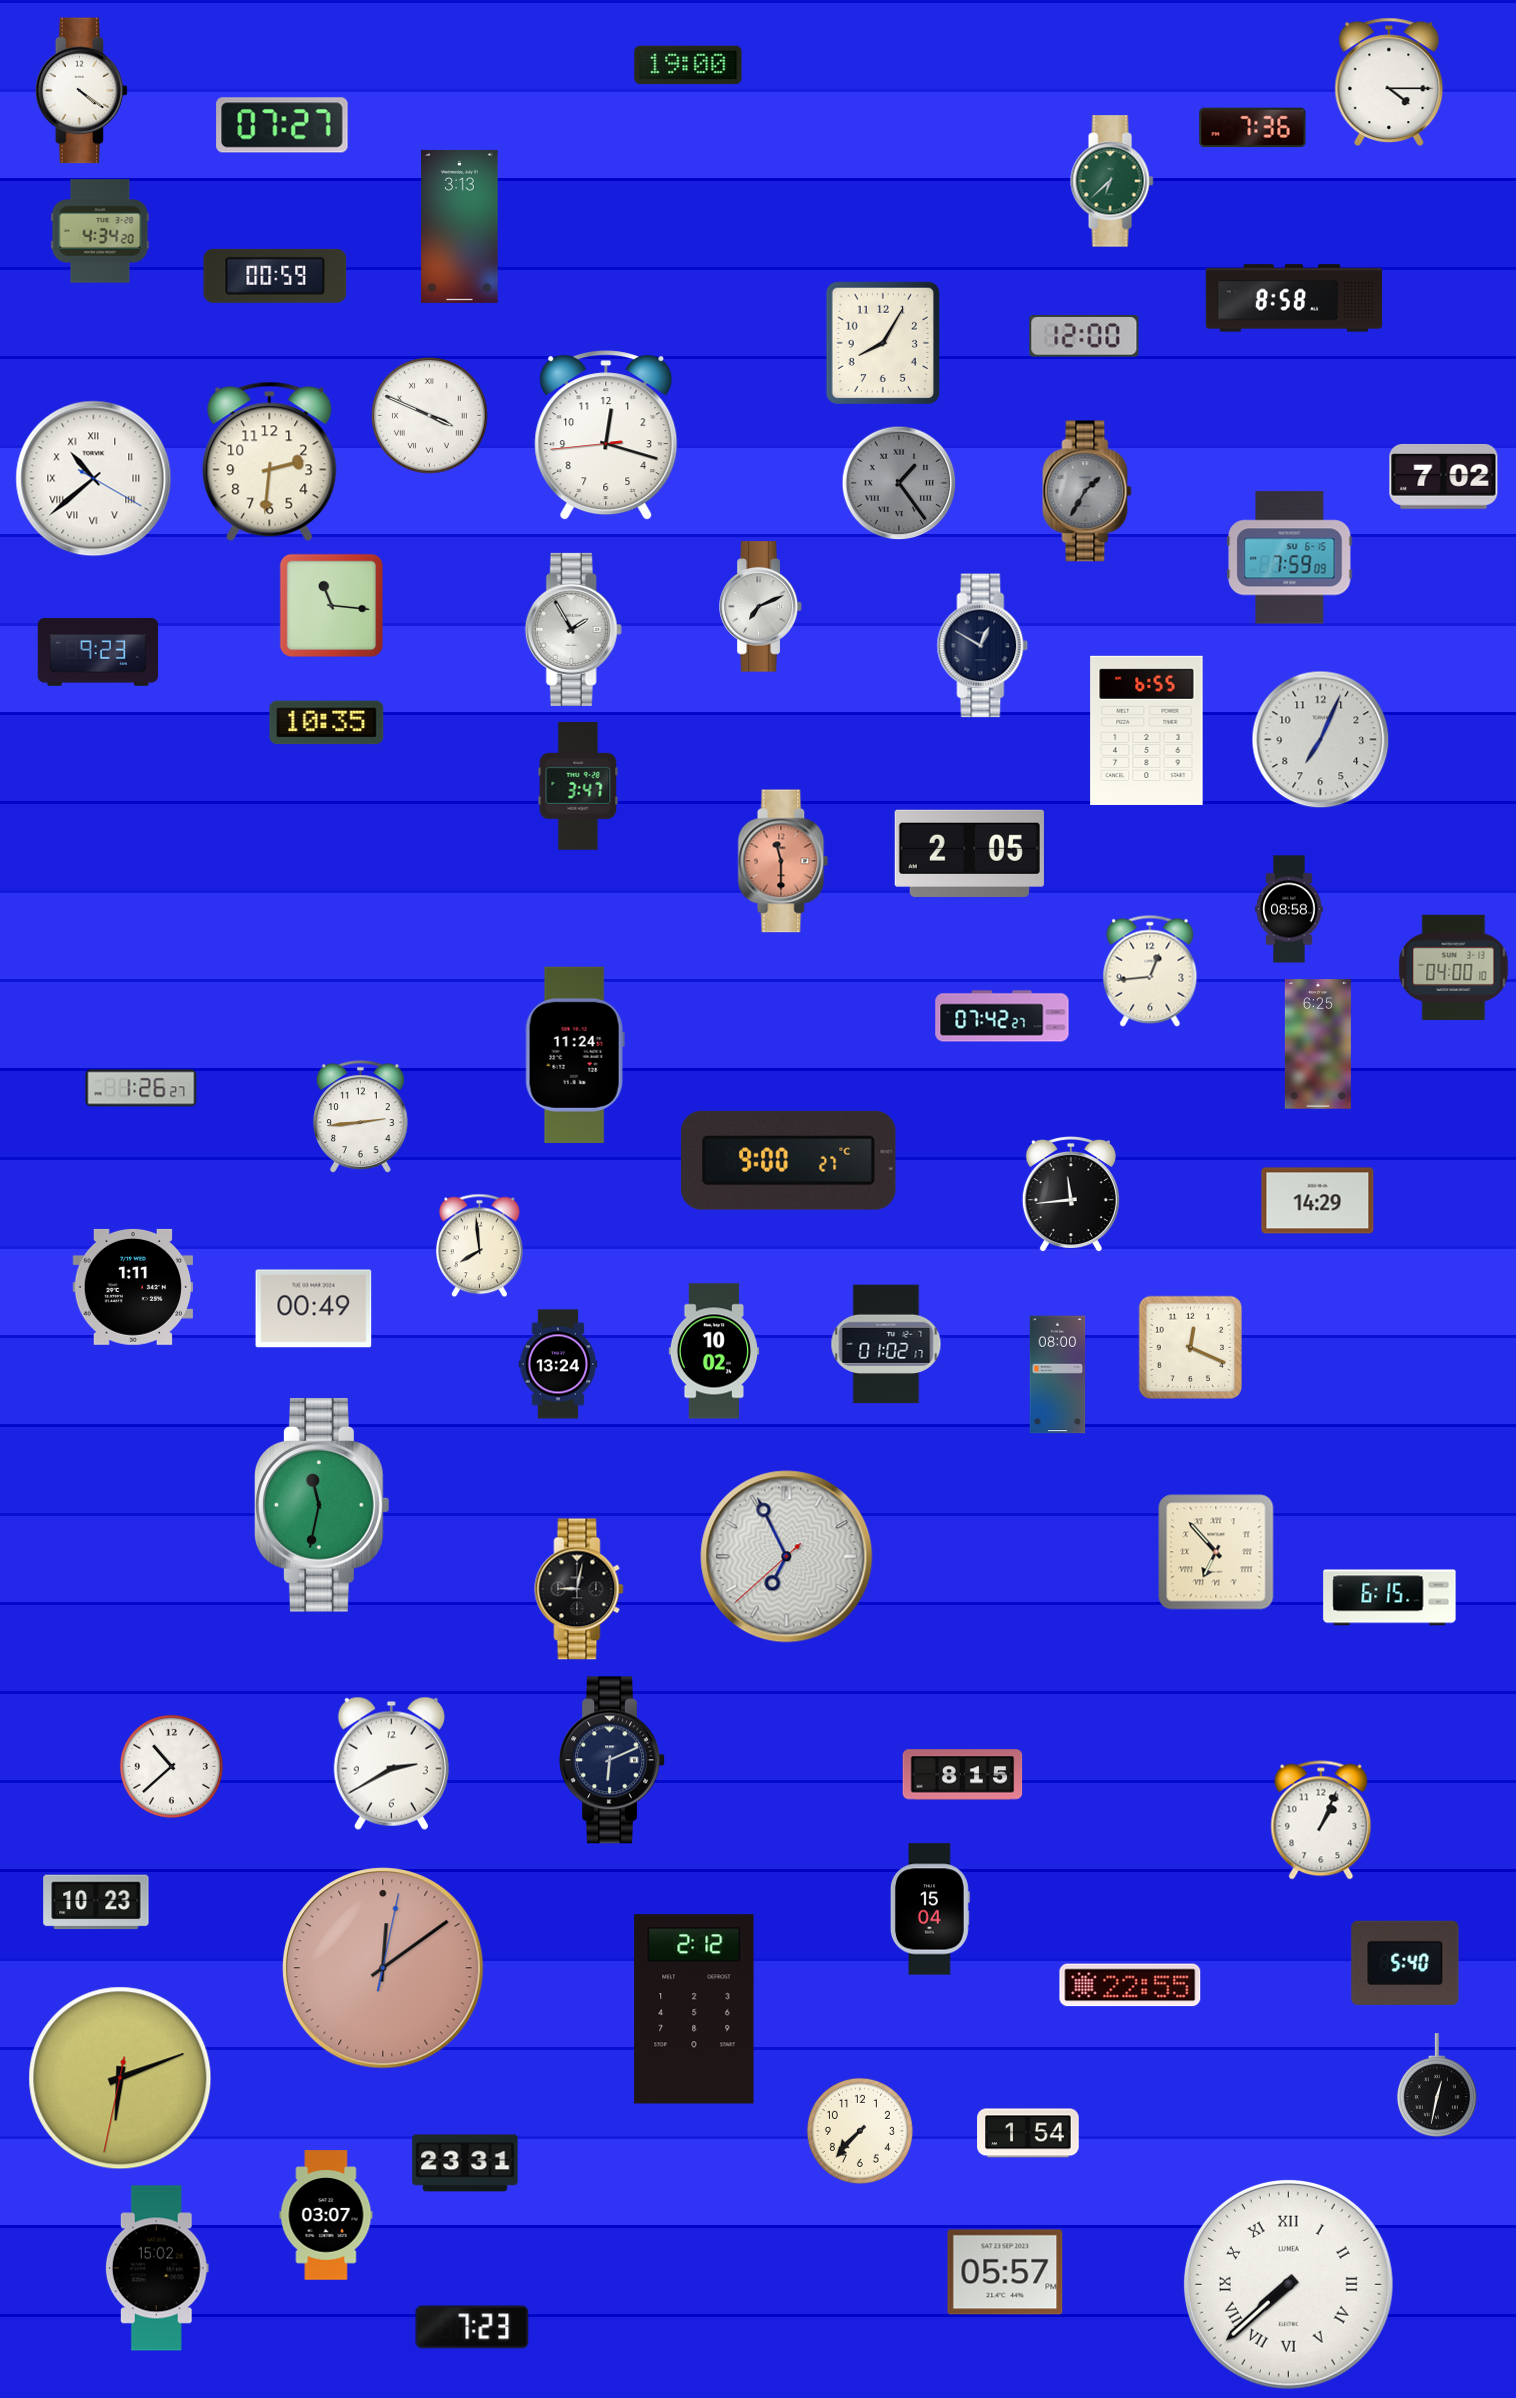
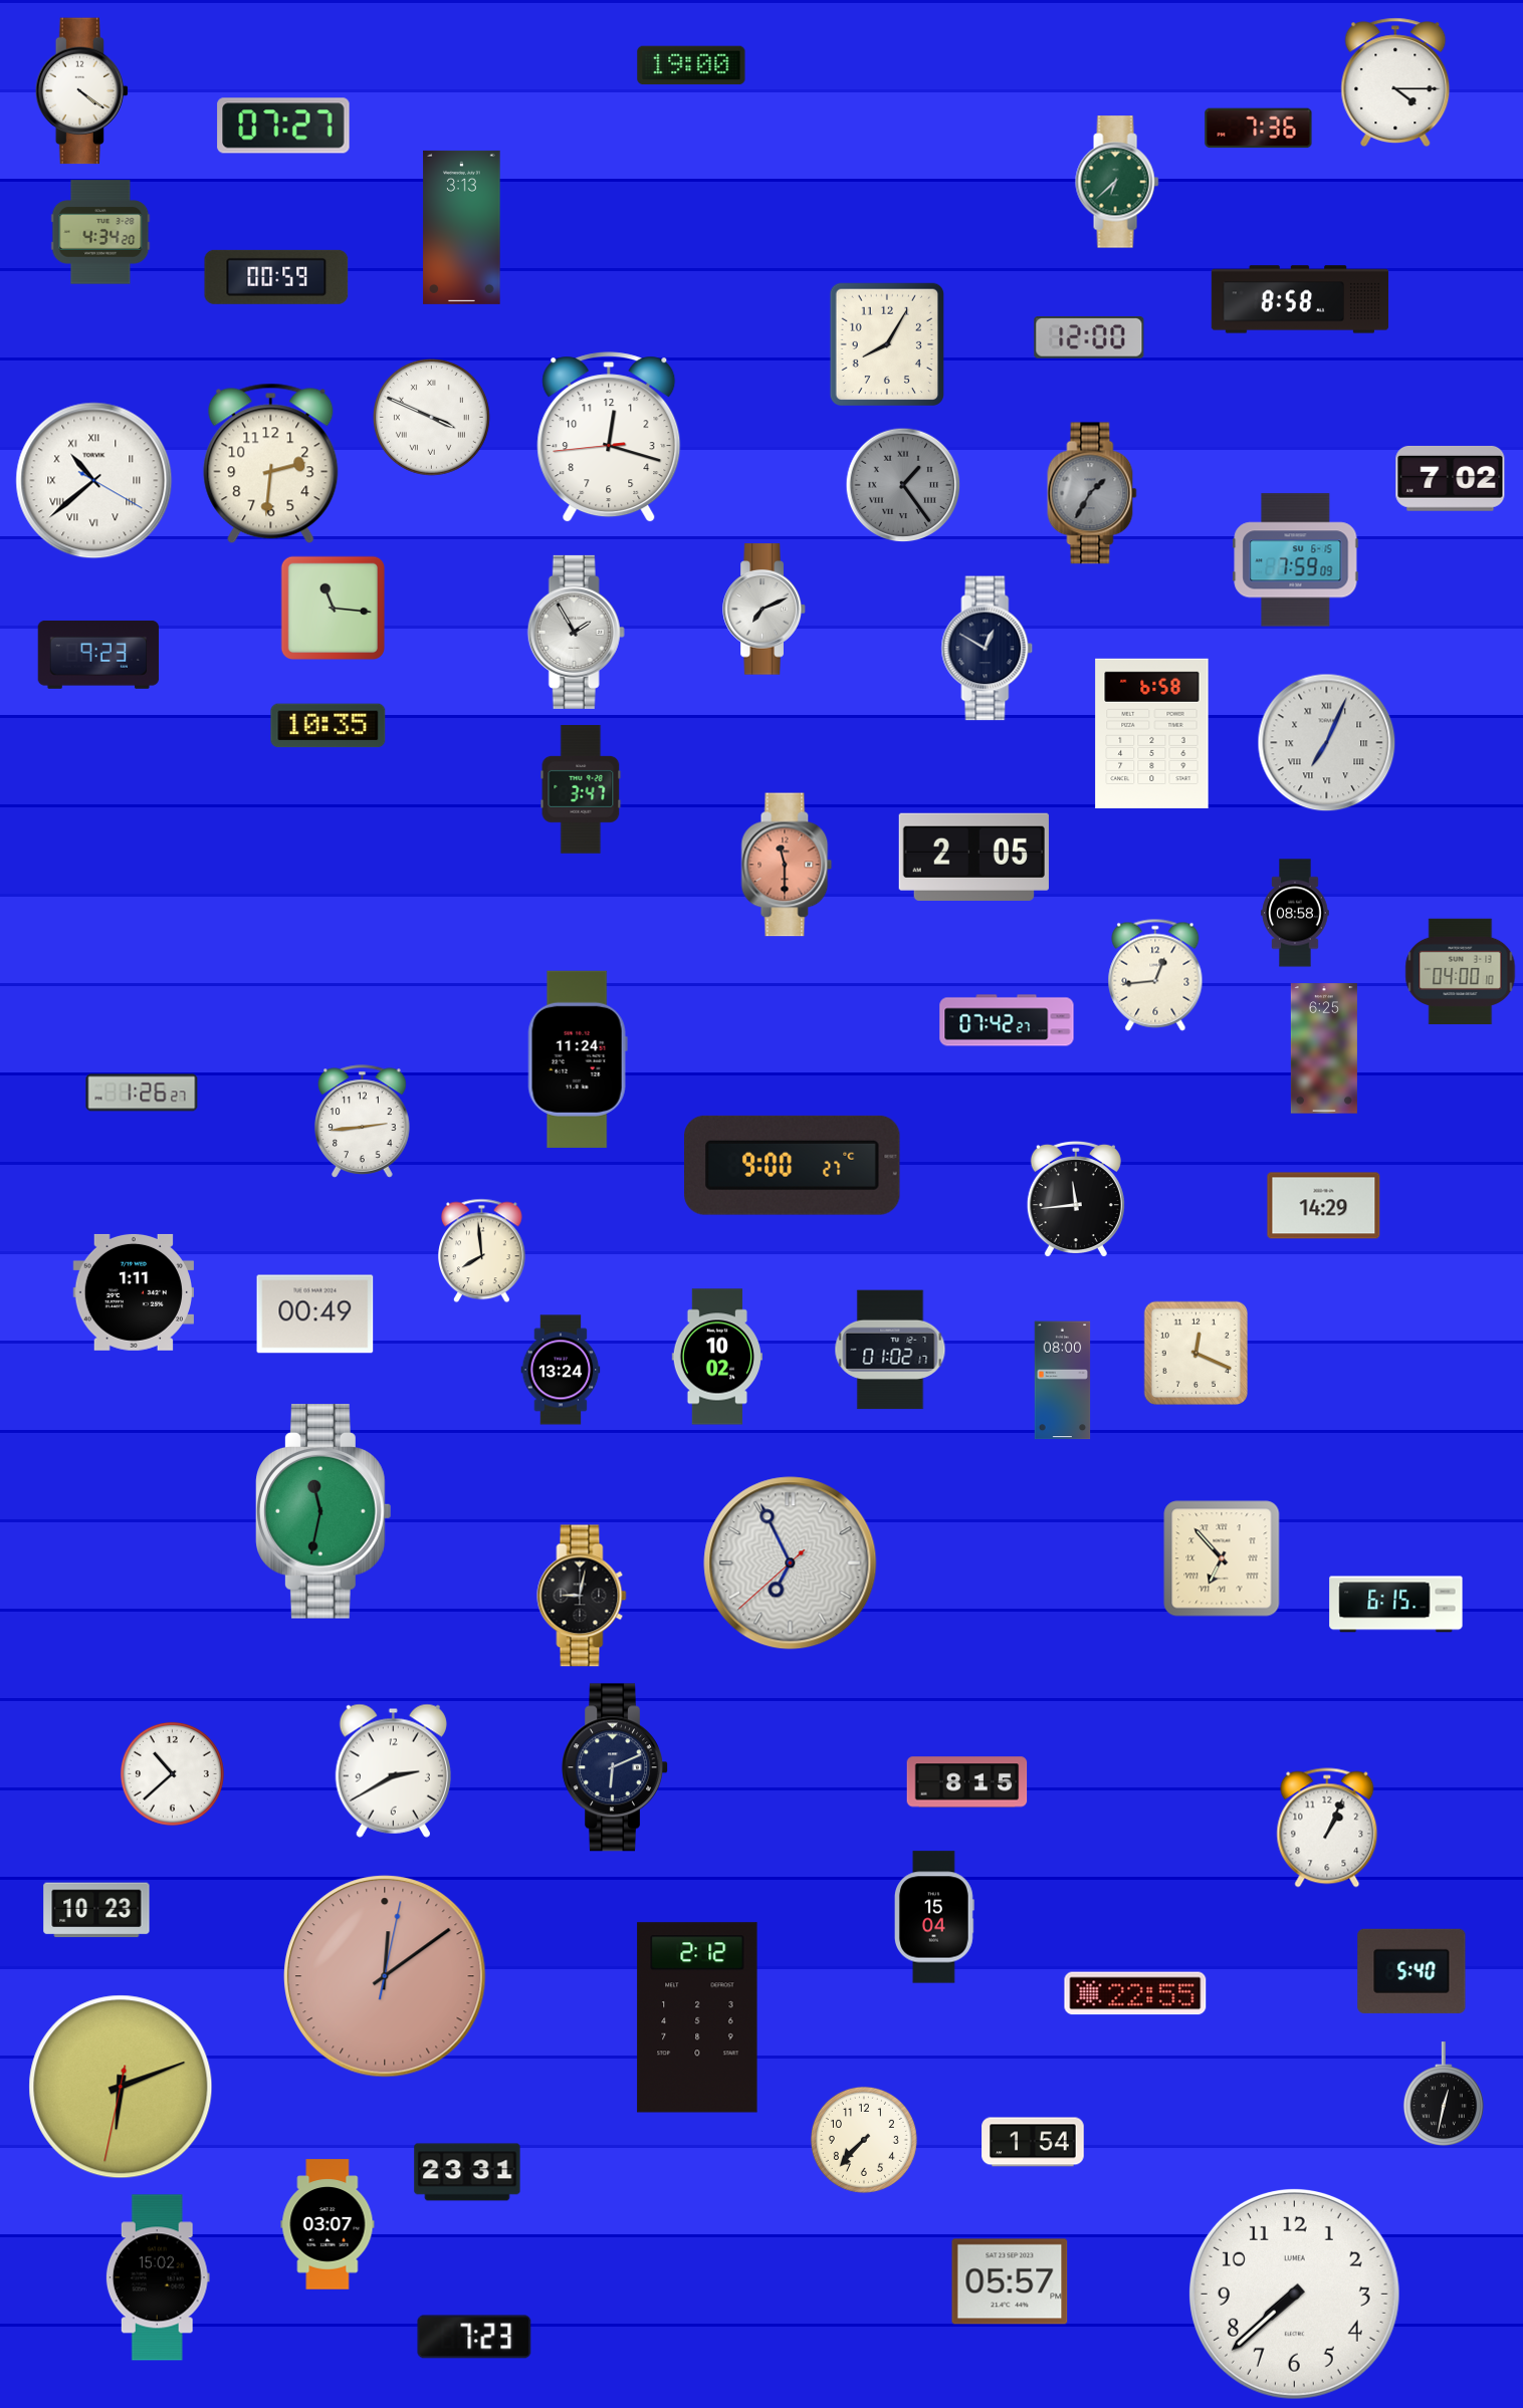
clock at (1147, 730): 6:55 -> 6:58
clock at (1321, 740) numerals: Arabic -> Roman
clock at (1288, 2284) numerals: Roman -> Arabic
